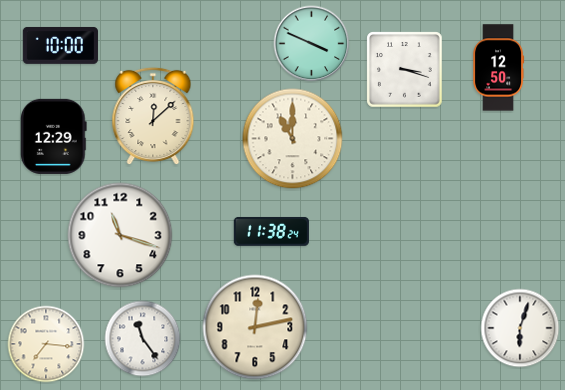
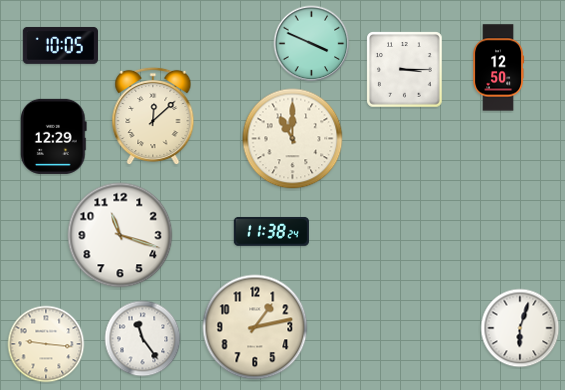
clock at (60, 45): 10:00 -> 10:05
clock at (405, 70): 3:18 -> 3:15
clock at (255, 327): 12:13 -> 1:13
clock at (46, 344): 7:16 -> 9:16
